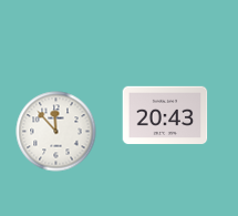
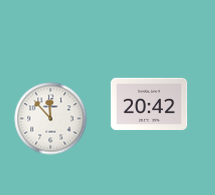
clock at (165, 115): 20:43 -> 20:42
